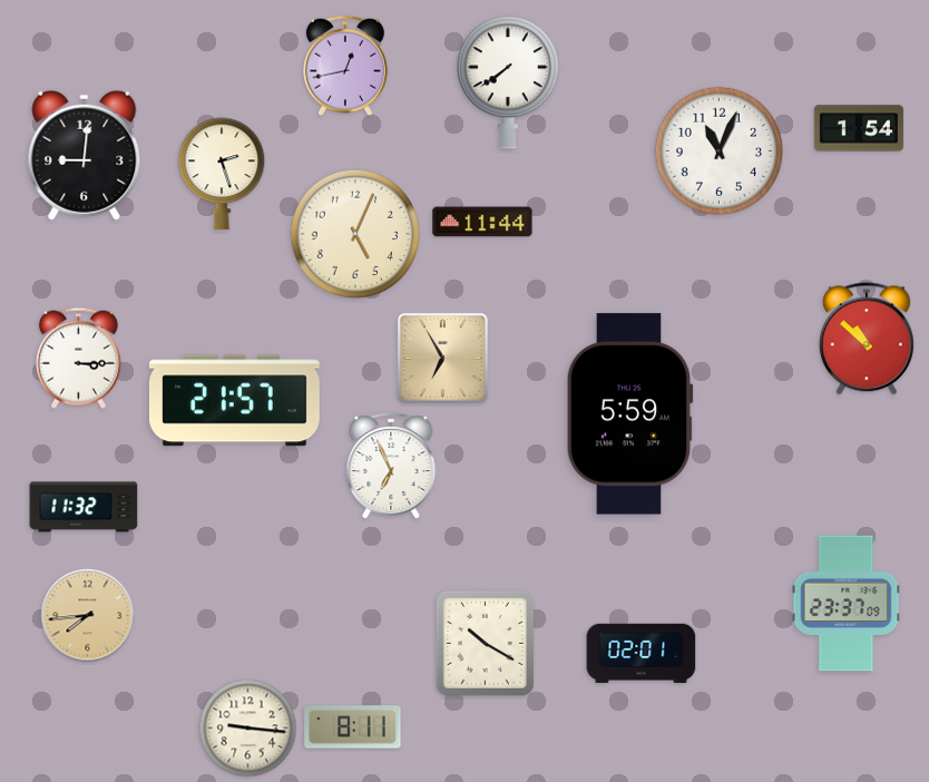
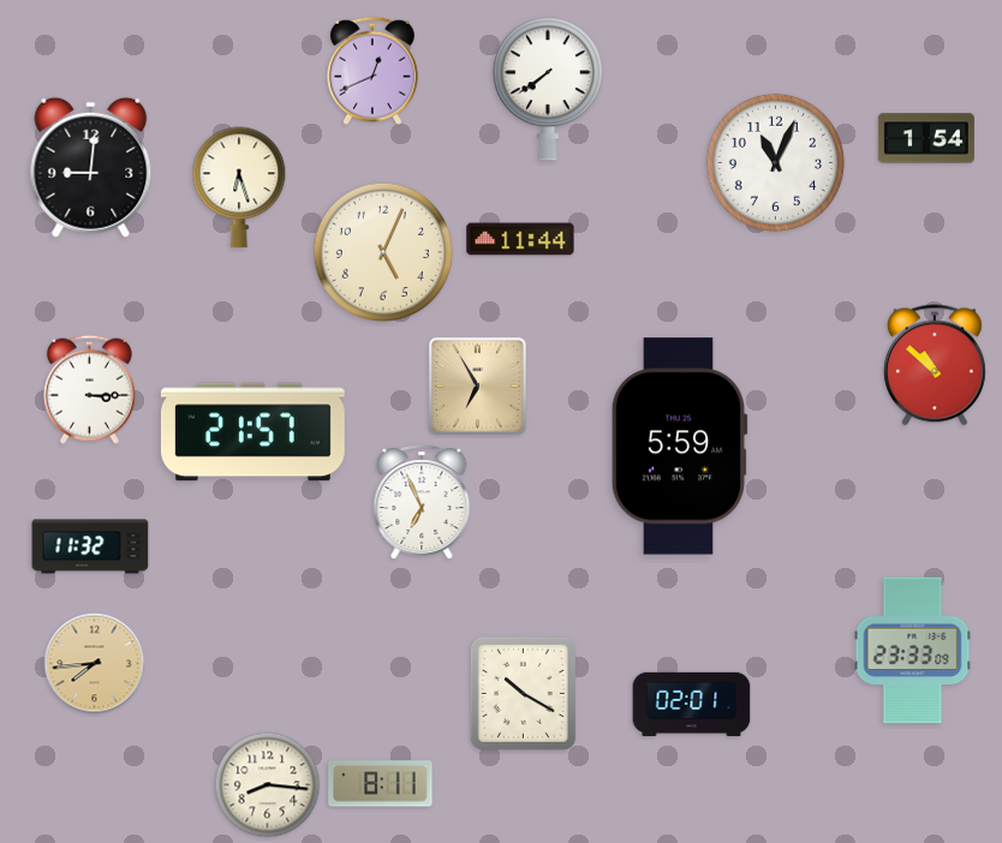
clock at (346, 66): 12:43 -> 12:41
clock at (222, 174): 2:27 -> 6:27
clock at (78, 358) position: (78, 358) -> (89, 389)
clock at (847, 604): 23:37 -> 23:33
clock at (248, 729): 9:16 -> 8:16
